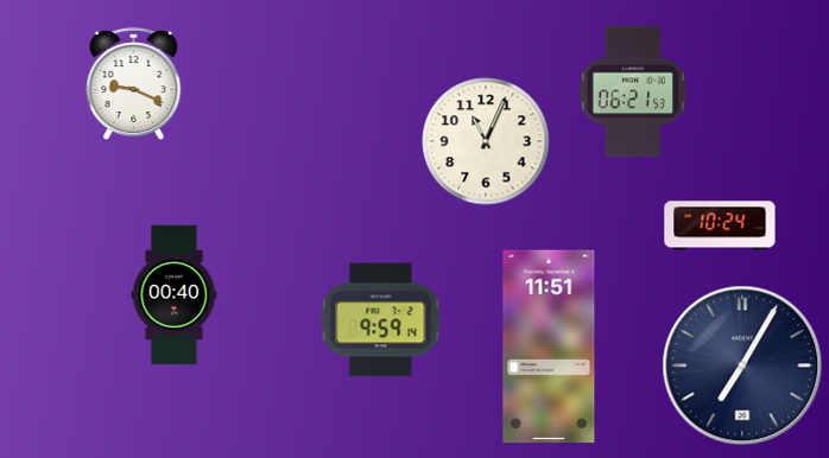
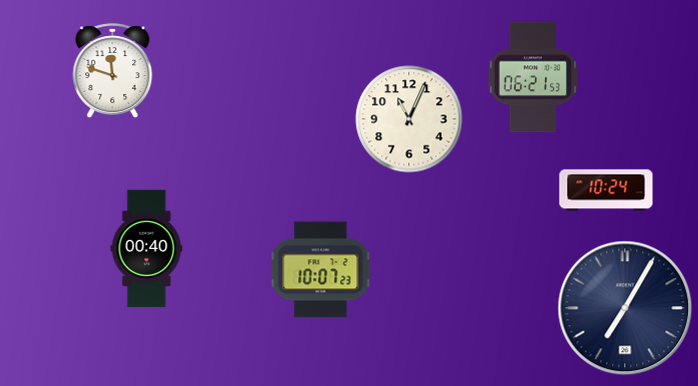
clock at (134, 84): 9:19 -> 11:48
clock at (381, 320): 9:59 -> 10:07
clock at (549, 346): 11:51 -> none
